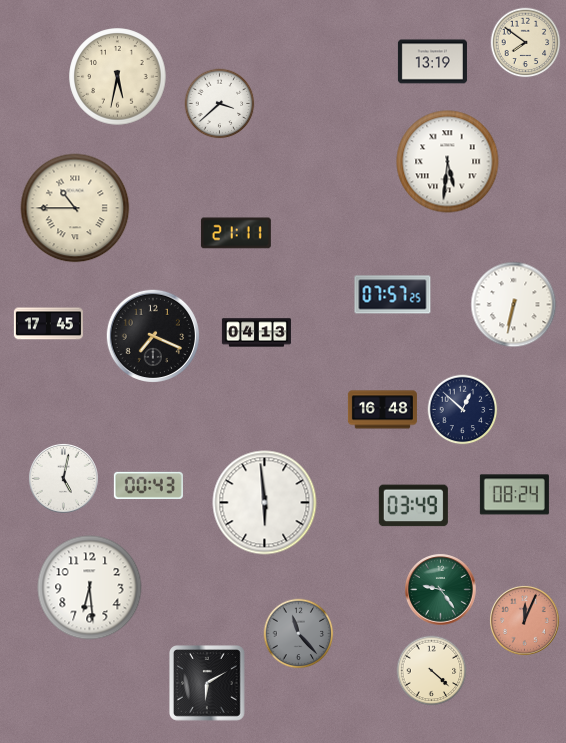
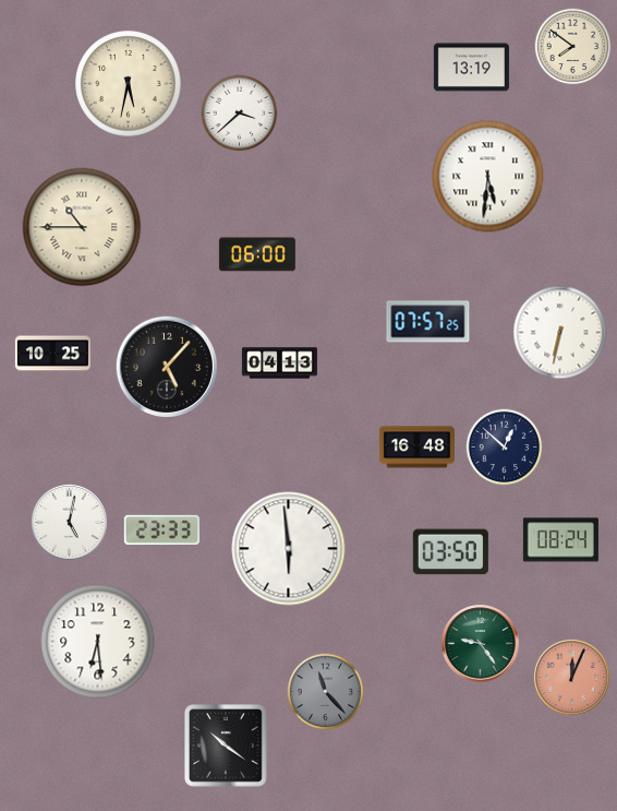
clock at (236, 233): 21:11 -> 06:00
clock at (48, 324): 17:45 -> 10:25
clock at (152, 335): 7:19 -> 5:07
clock at (148, 485): 00:43 -> 23:33
clock at (413, 506): 03:49 -> 03:50
clock at (432, 671): 4:22 -> none
clock at (208, 684): 6:10 -> 10:21
